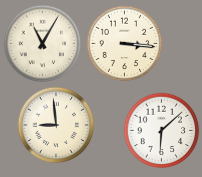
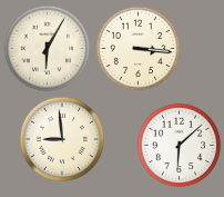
clock at (43, 44): 11:05 -> 6:05
